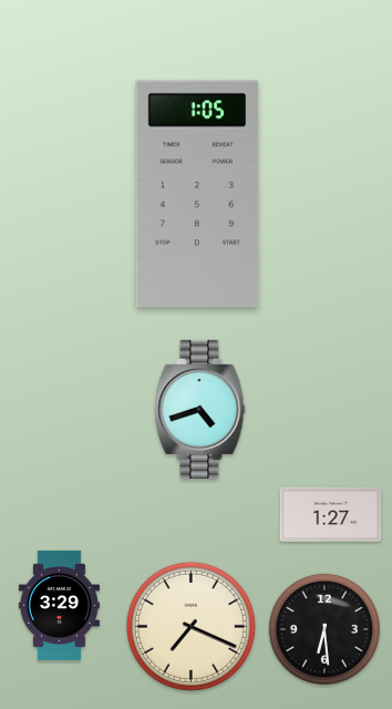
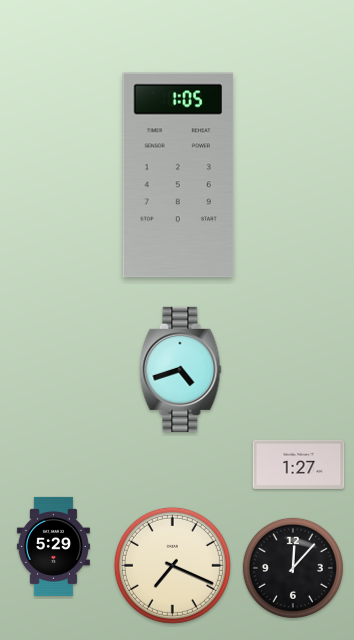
clock at (59, 605): 3:29 -> 5:29
clock at (324, 629): 6:29 -> 12:07
